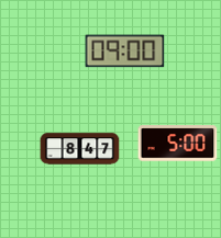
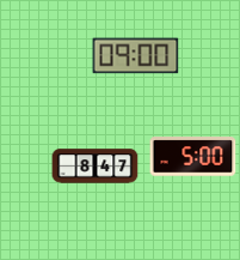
clock at (80, 149) position: (80, 149) -> (96, 167)
